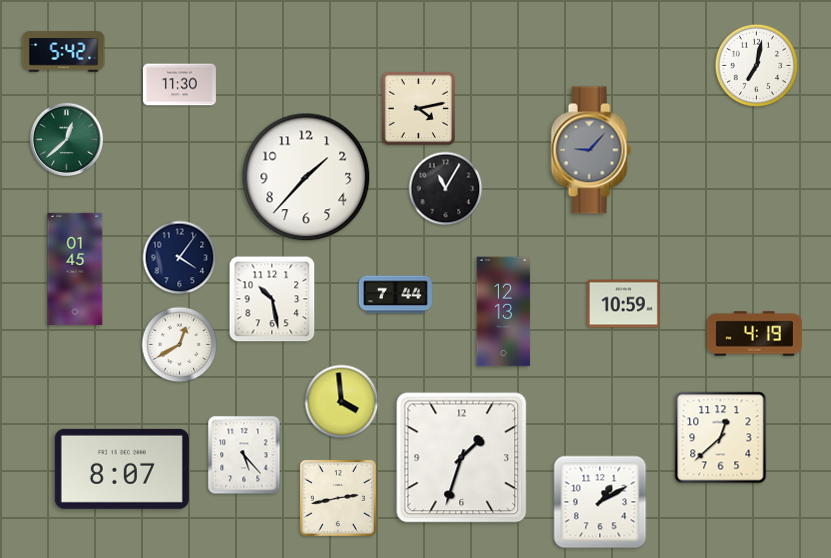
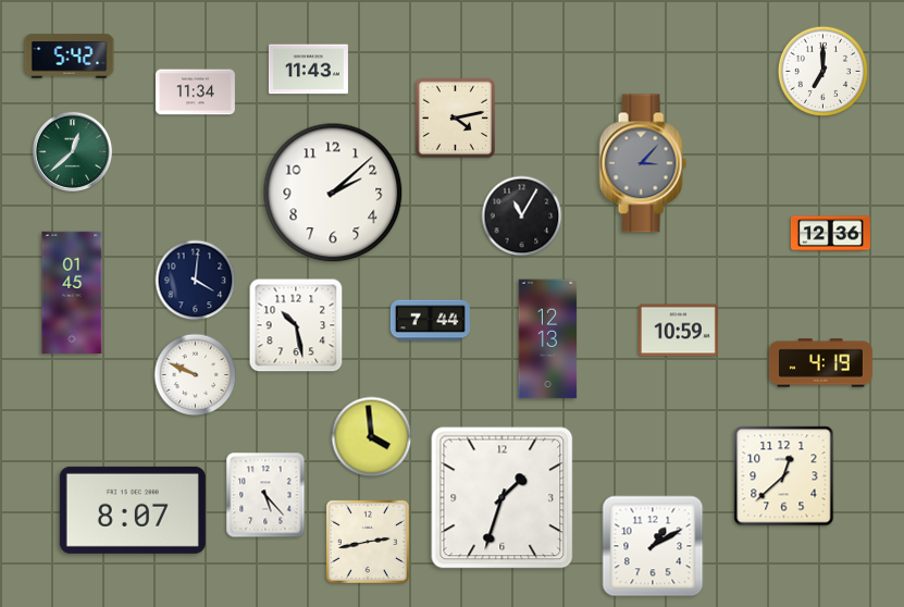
clock at (308, 70): none -> 11:43
clock at (756, 65): 7:02 -> 7:00
clock at (179, 85): 11:30 -> 11:34
clock at (591, 150): 9:07 -> 3:07
clock at (306, 177): 1:37 -> 2:08
clock at (446, 189) position: (446, 189) -> (522, 216)
clock at (830, 234): none -> 12:36
clock at (180, 258): 4:06 -> 4:01
clock at (75, 268) position: (75, 268) -> (72, 292)
clock at (180, 345): 12:40 -> 9:49
